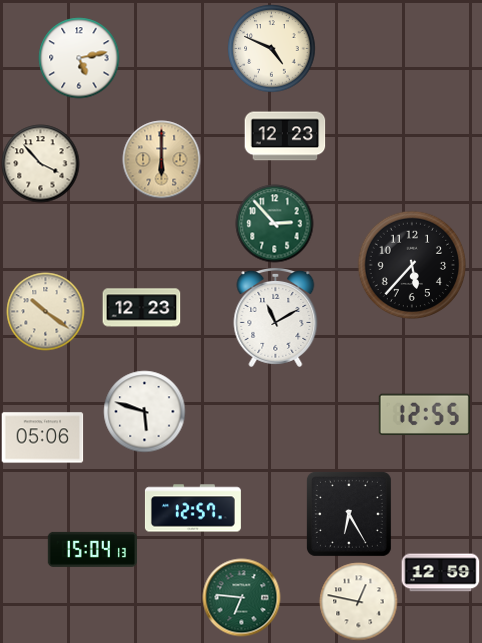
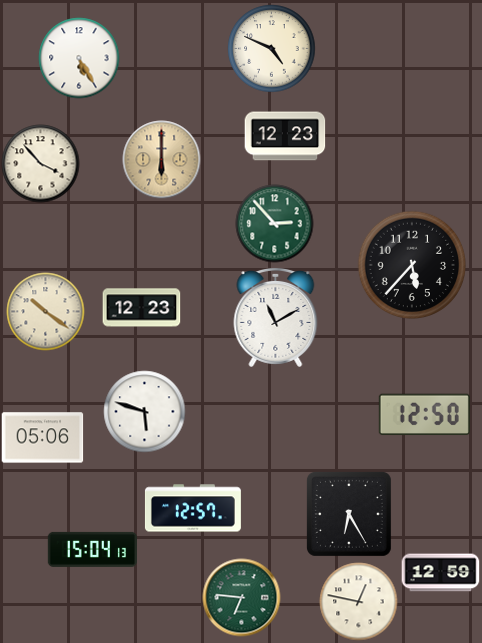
clock at (79, 58): 5:13 -> 5:25
clock at (424, 415): 12:55 -> 12:50
